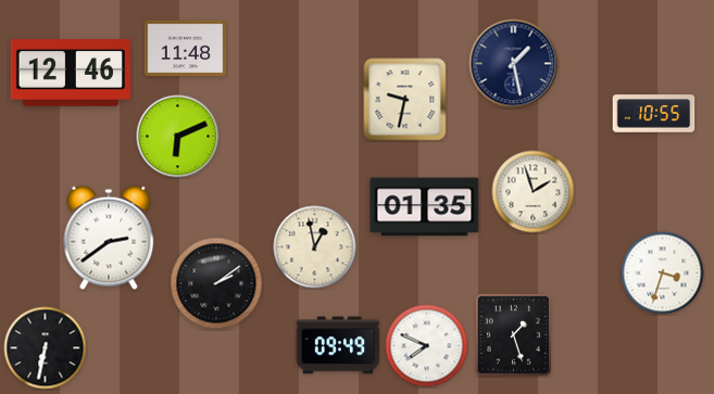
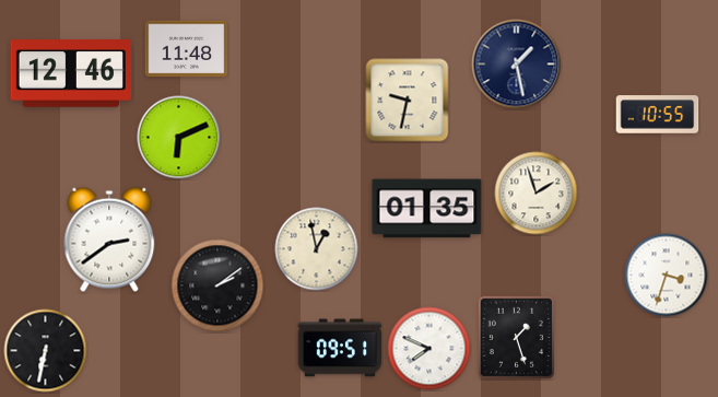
clock at (338, 345): 09:49 -> 09:51
